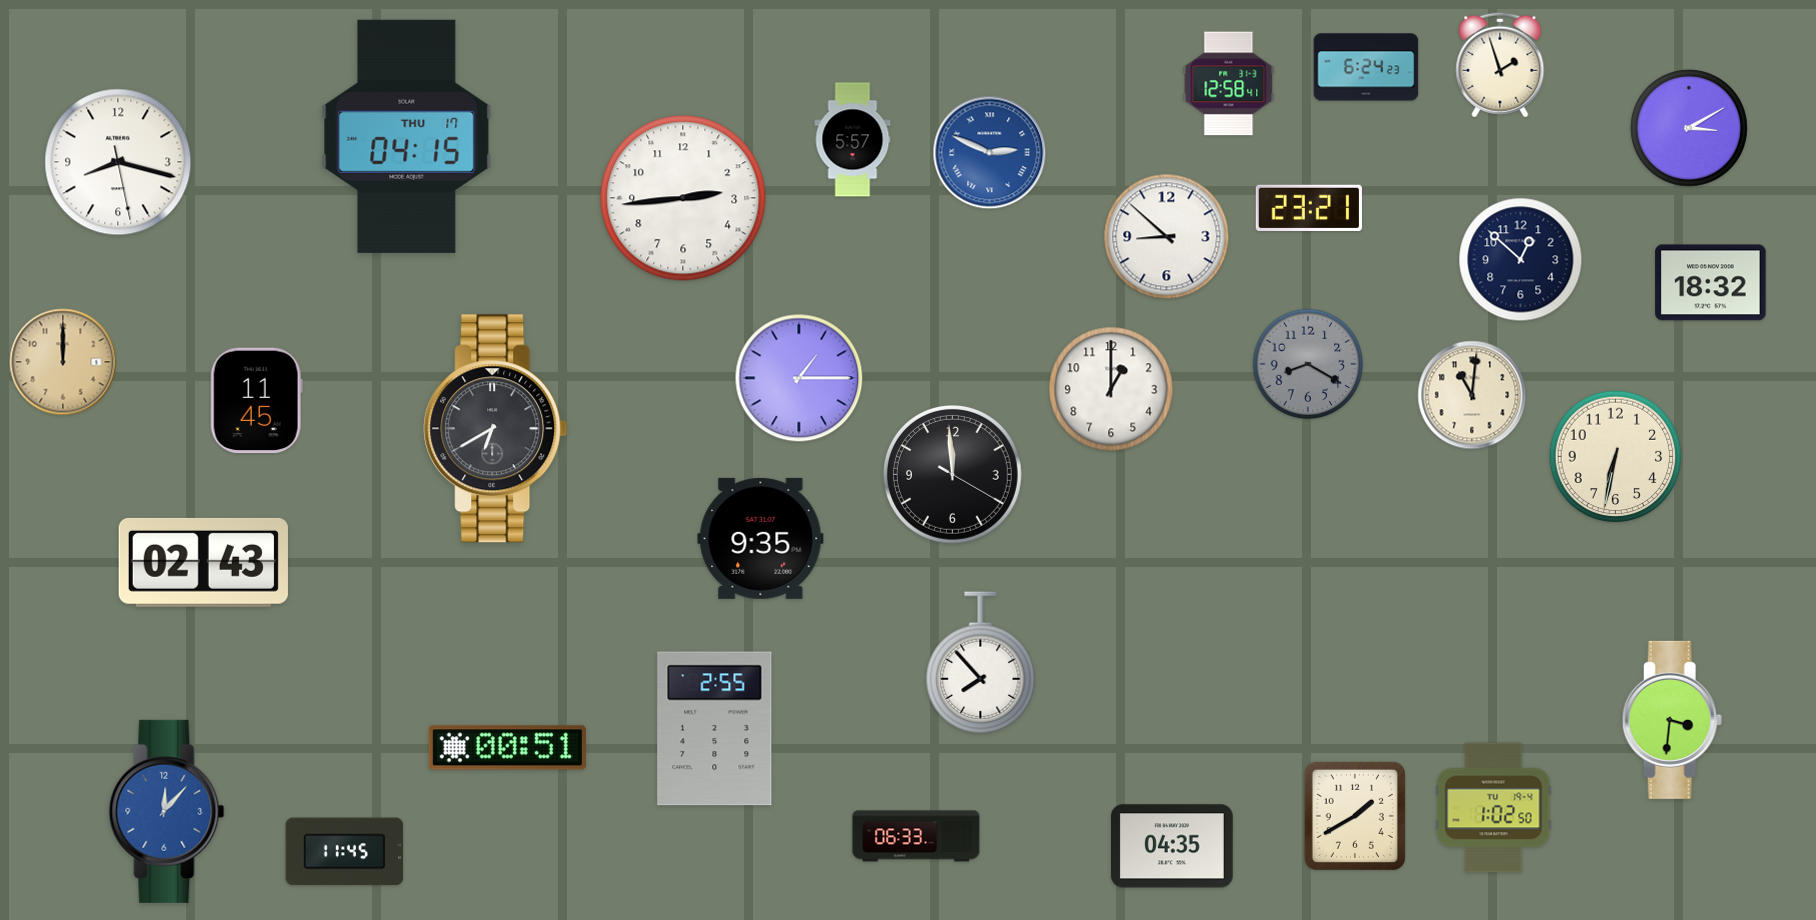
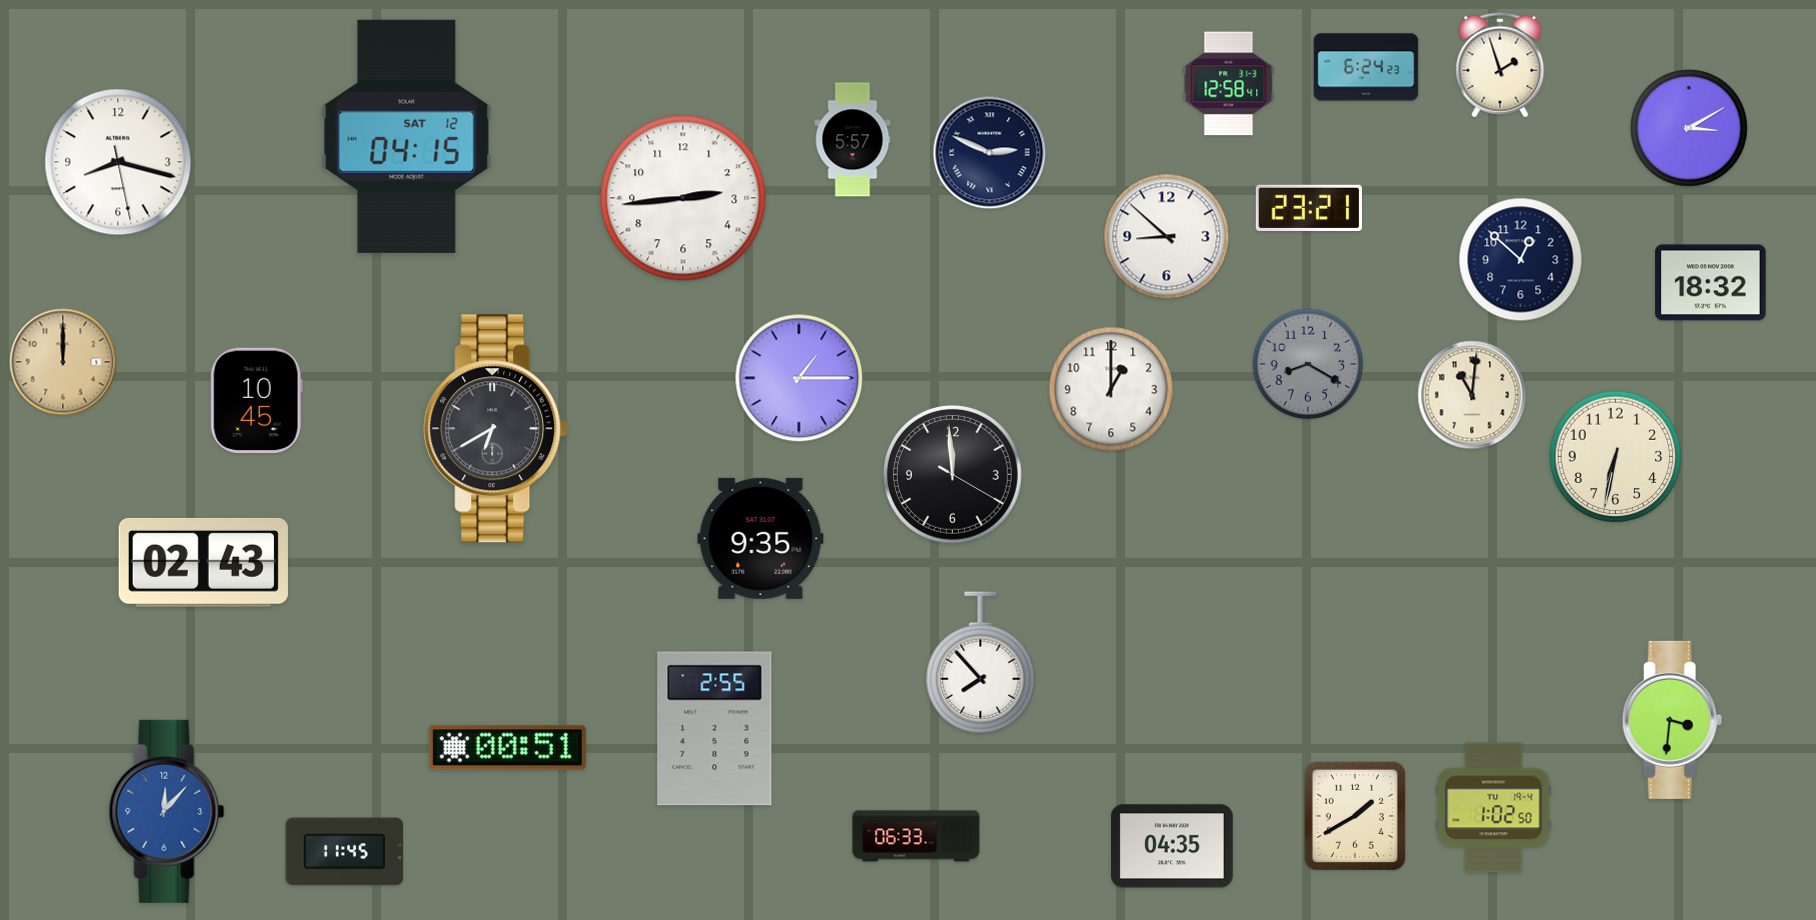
clock at (407, 136) date: THU 17 -> SAT 12
clock at (990, 153) dial: blue -> navy
clock at (256, 401): 11:45 -> 10:45
